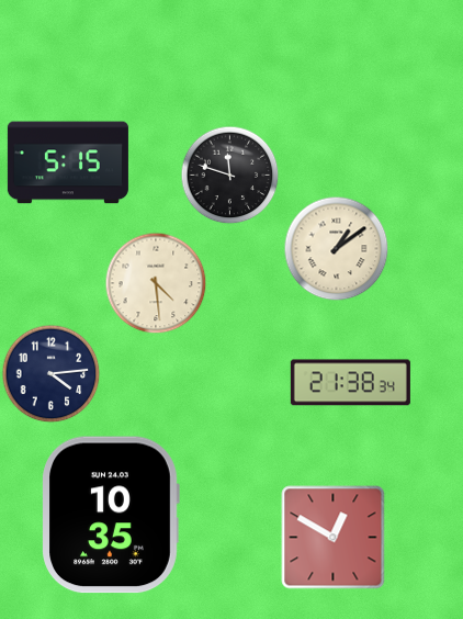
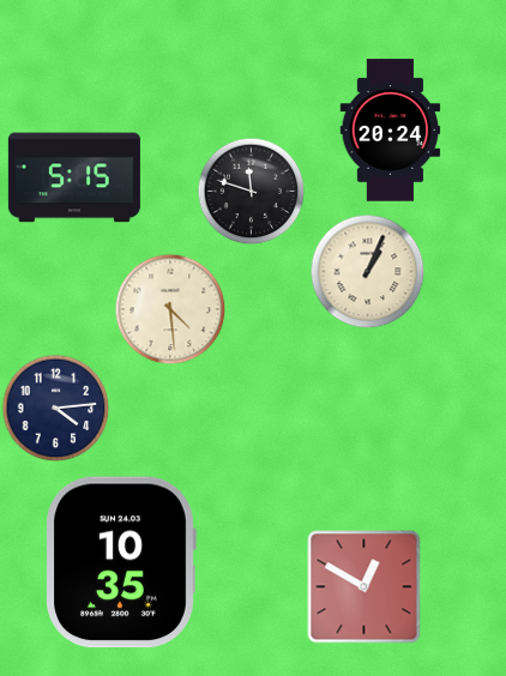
clock at (391, 131): none -> 20:24
clock at (336, 248): 1:09 -> 1:04
clock at (350, 383): 21:38 -> none
